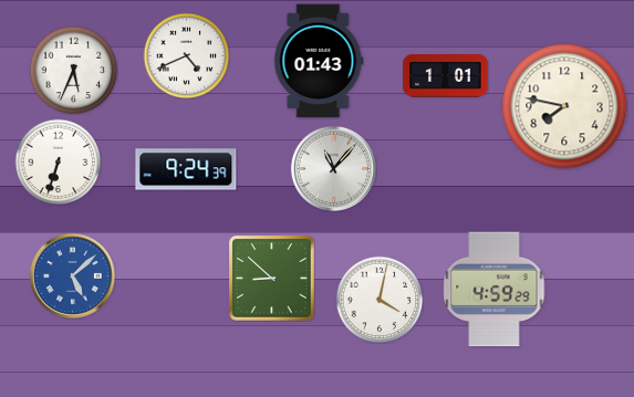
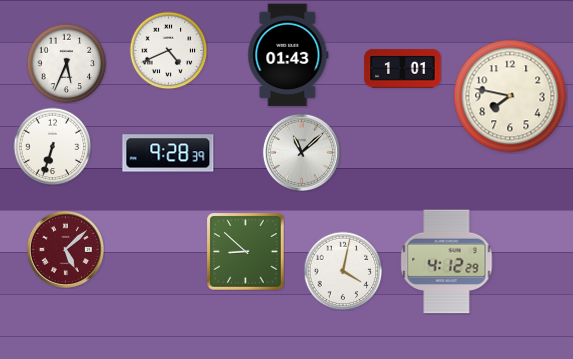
clock at (333, 168): 11:07 -> 11:08
clock at (186, 169): 9:24 -> 9:28
clock at (72, 275) dial: blue -> burgundy
clock at (495, 290): 4:59 -> 4:12
